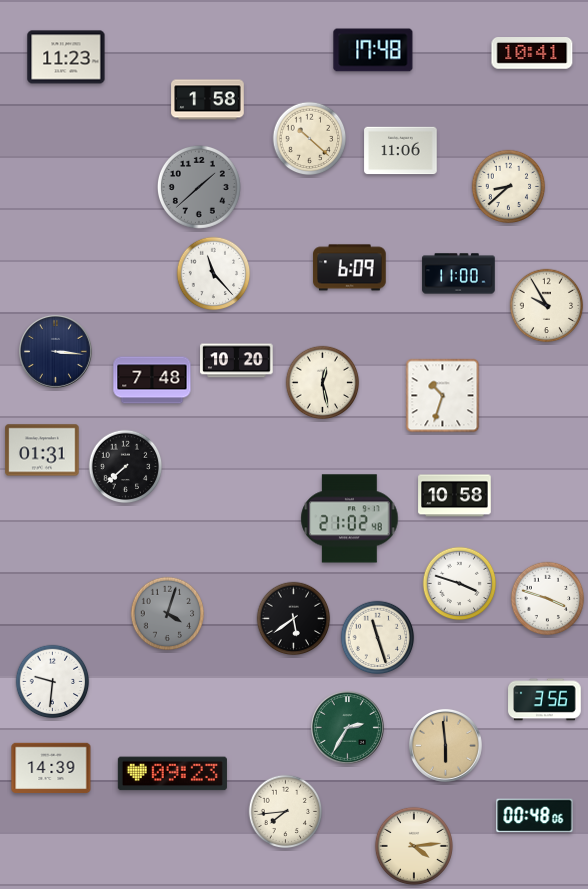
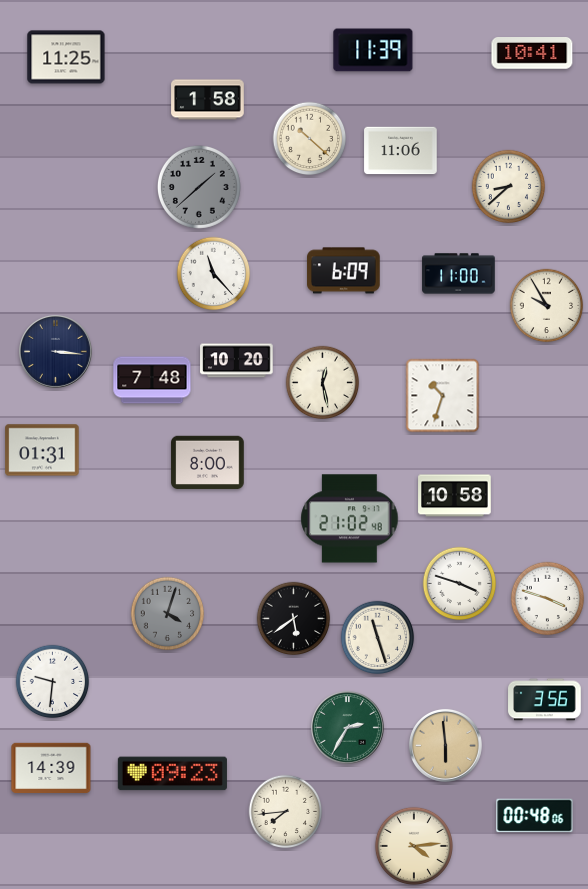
clock at (373, 50): 17:48 -> 11:39
clock at (66, 57): 11:23 -> 11:25
clock at (350, 268) position: (350, 268) -> (344, 271)
clock at (208, 463): none -> 8:00
clock at (126, 467): 7:38 -> none
